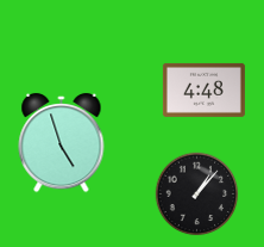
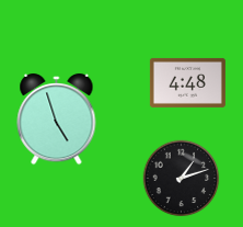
clock at (62, 143) position: (62, 143) -> (57, 120)
clock at (197, 194): 1:07 -> 1:12
